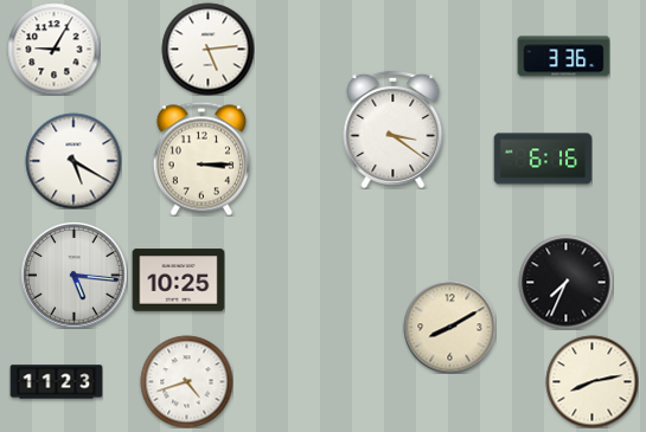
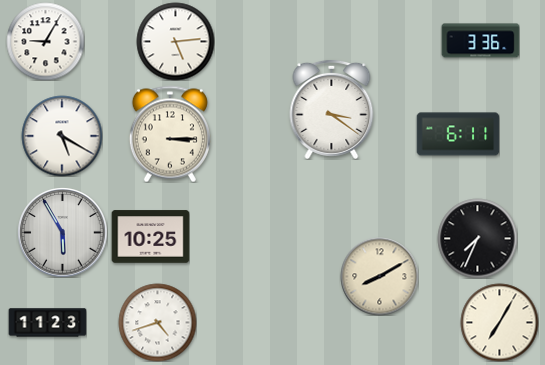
clock at (563, 57) position: (563, 57) -> (480, 41)
clock at (543, 159): 6:16 -> 6:11
clock at (73, 275): 5:16 -> 5:55
clock at (591, 381): 8:13 -> 7:05
